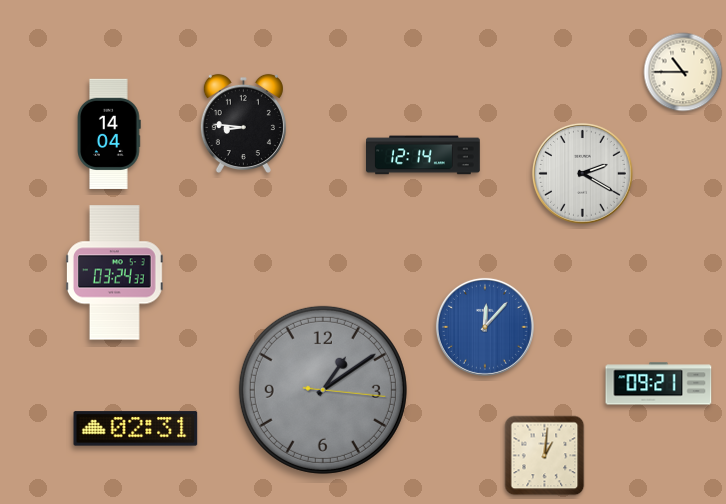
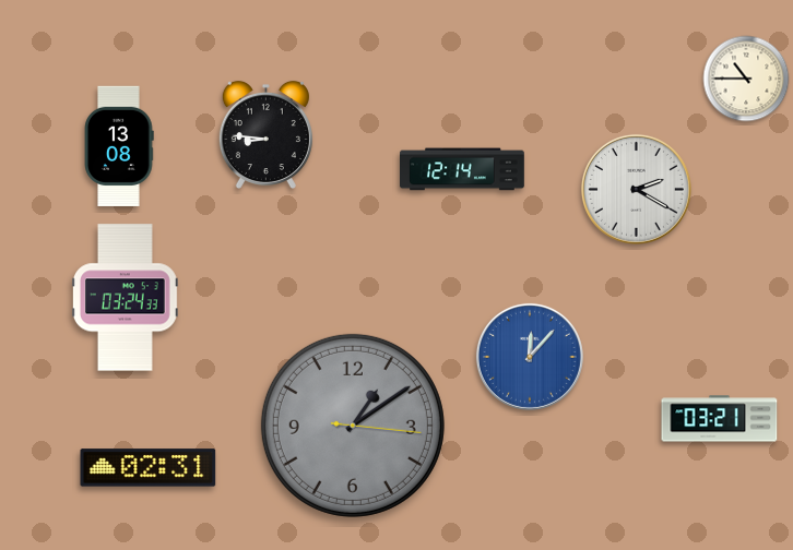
clock at (109, 134): 14:04 -> 13:08
clock at (659, 384): 09:21 -> 03:21
clock at (545, 456): 1:01 -> none
